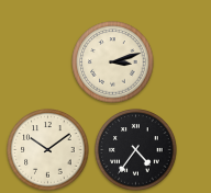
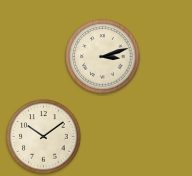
clock at (136, 150): 4:36 -> none
